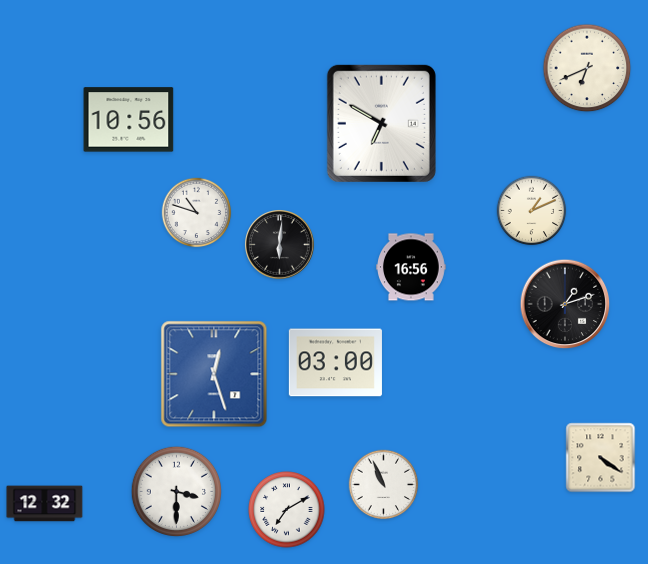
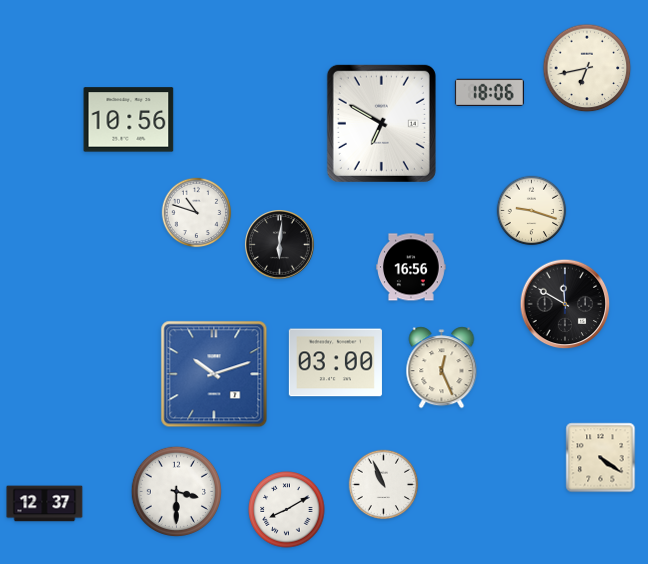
clock at (587, 68): 6:41 -> 6:43
clock at (489, 92): none -> 18:06
clock at (532, 211): 1:11 -> 9:18
clock at (565, 304): 1:12 -> 11:50
clock at (442, 368): none -> 12:26
clock at (214, 374): 12:27 -> 10:12
clock at (45, 504): 12:32 -> 12:37
clock at (287, 510): 7:10 -> 8:10
